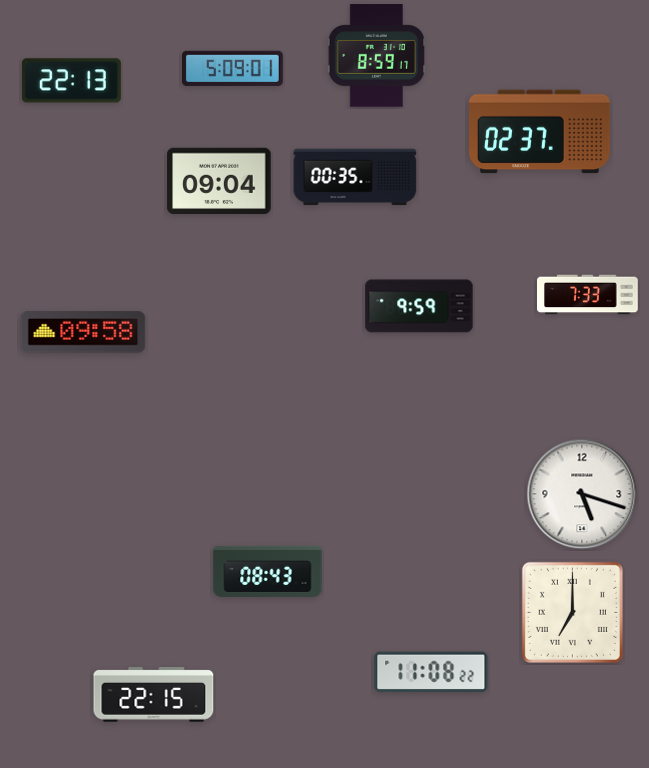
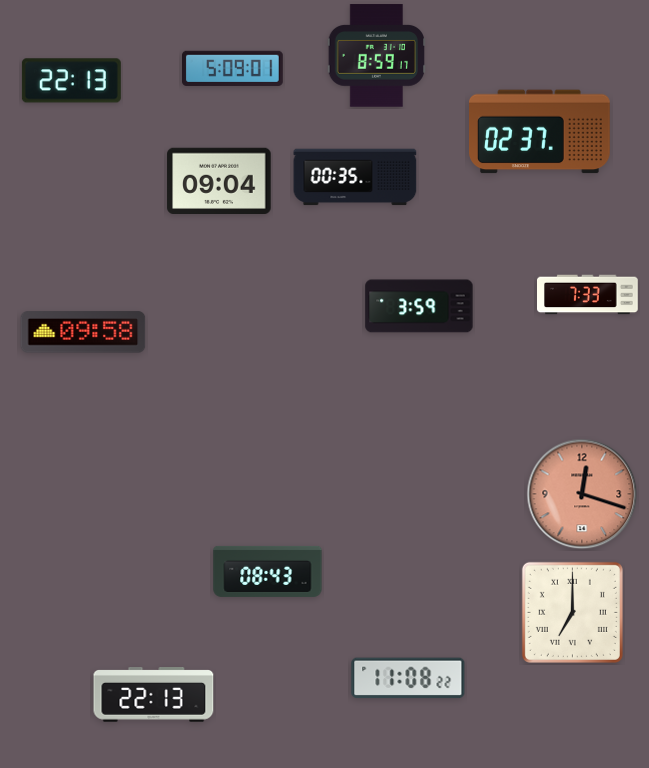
clock at (419, 306): 9:59 -> 3:59
clock at (582, 494): 5:18 -> 12:18
clock at (582, 494) dial: white -> salmon
clock at (431, 672) position: (431, 672) -> (408, 678)
clock at (154, 695): 22:15 -> 22:13
